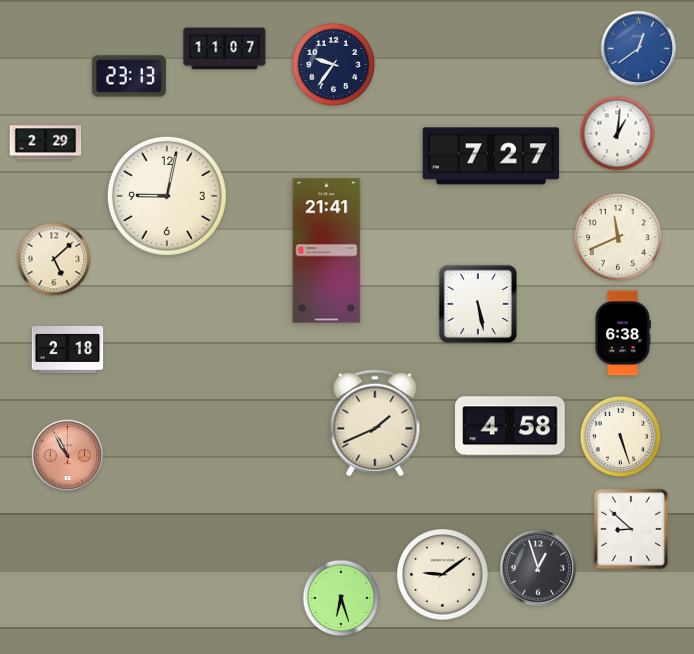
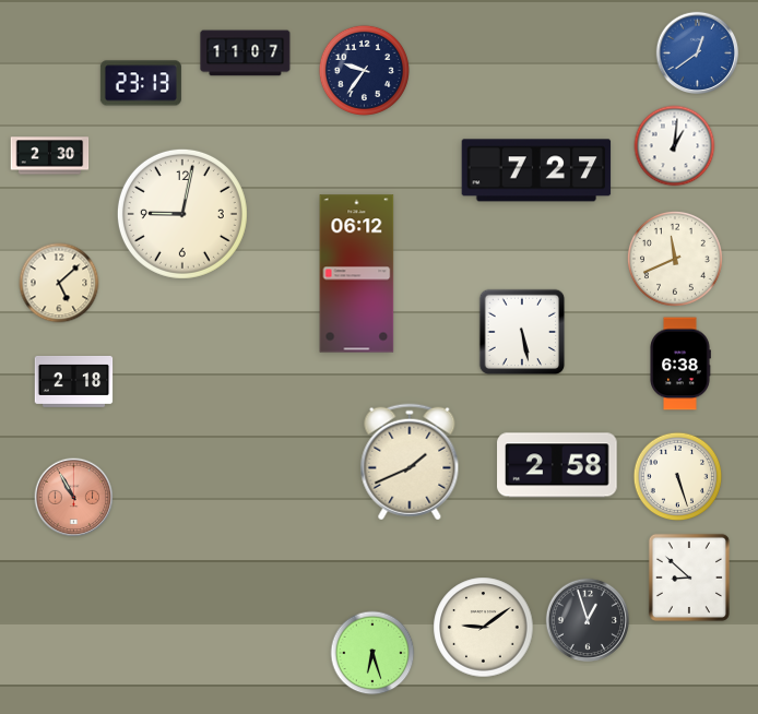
clock at (46, 143): 2:29 -> 2:30
clock at (327, 251): 21:41 -> 06:12
clock at (510, 426): 4:58 -> 2:58
